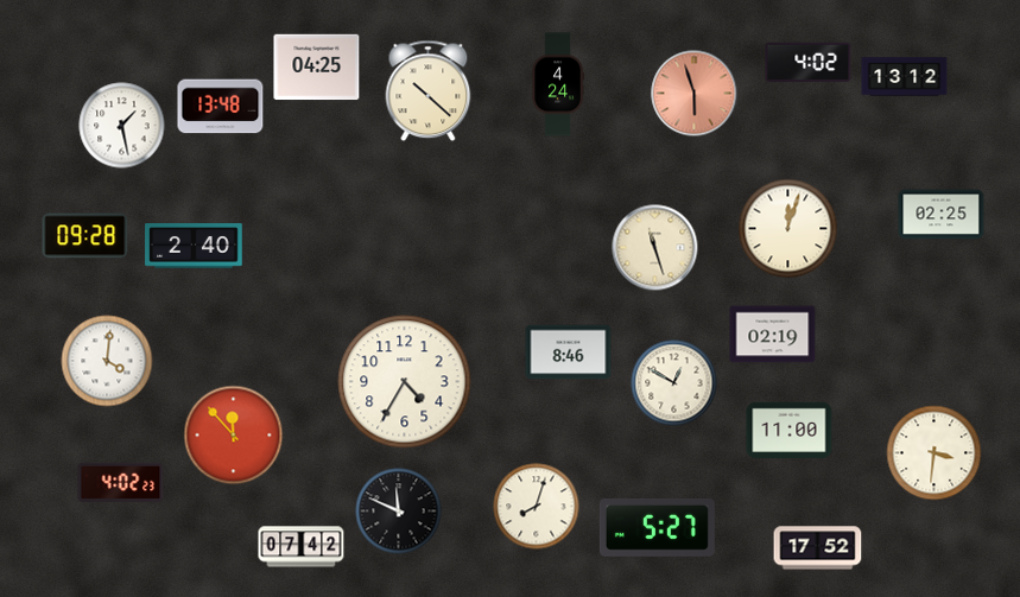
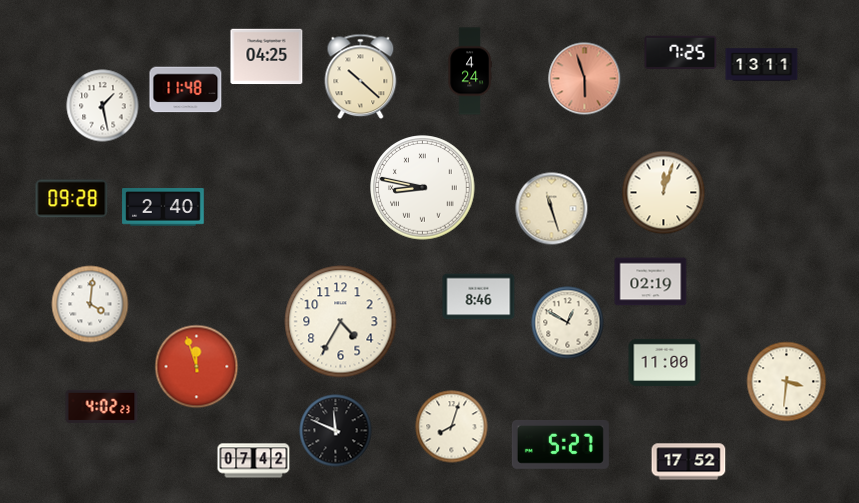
clock at (809, 62): 4:02 -> 7:25
clock at (905, 77): 13:12 -> 13:11
clock at (221, 107): 13:48 -> 11:48
clock at (942, 215): 02:25 -> none
clock at (423, 188): none -> 8:47
clock at (234, 436): 11:53 -> 11:57
clock at (657, 527) position: (657, 527) -> (560, 444)
